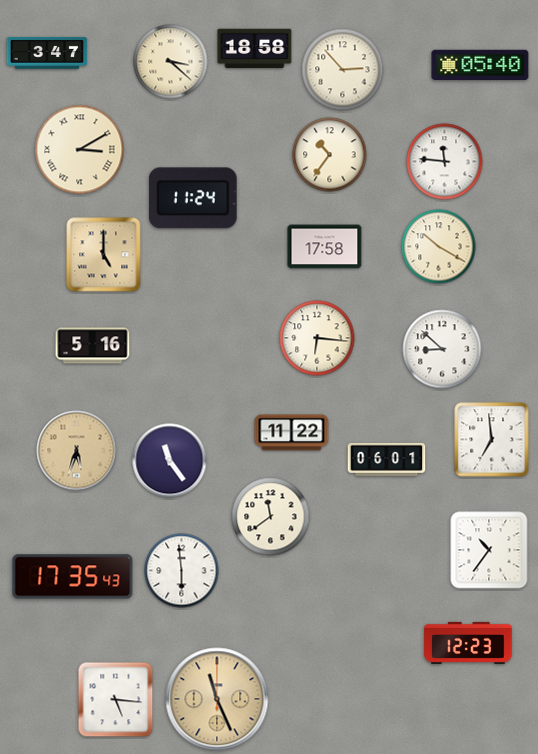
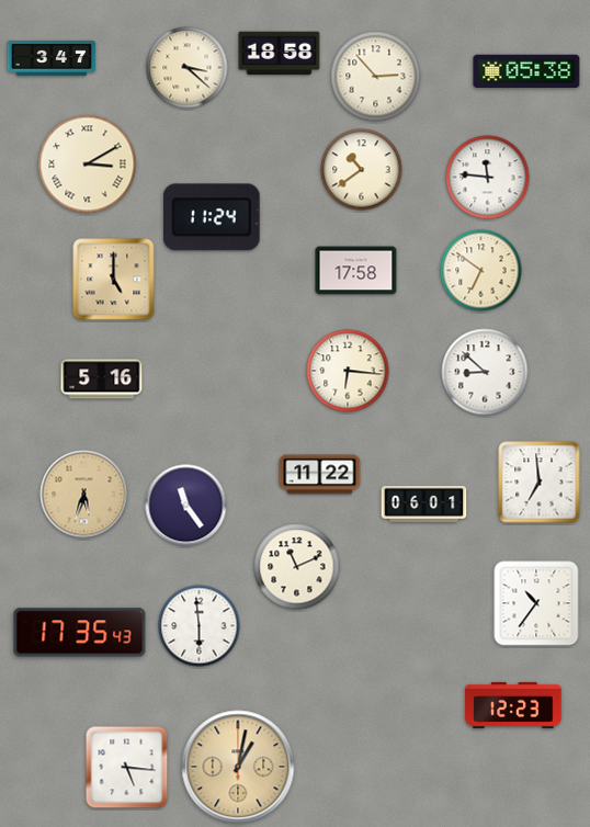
clock at (480, 65): 05:40 -> 05:38
clock at (330, 155): 10:36 -> 10:39
clock at (439, 247): 10:20 -> 6:51
clock at (442, 349) position: (442, 349) -> (485, 372)
clock at (271, 517): 11:39 -> 11:11
clock at (217, 699): 11:26 -> 1:02
